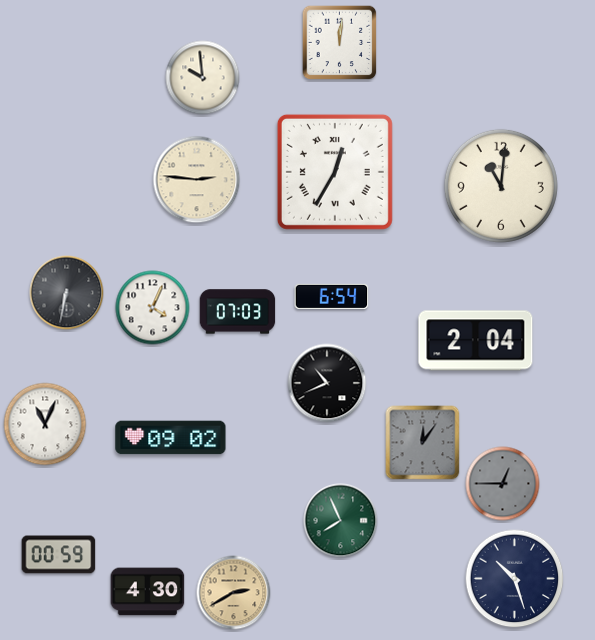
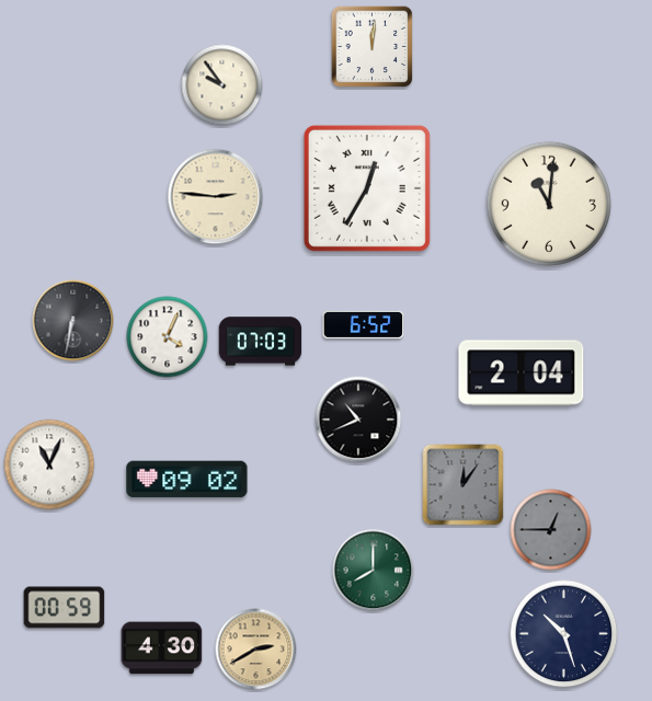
clock at (203, 78): 9:59 -> 9:54
clock at (332, 296): 6:54 -> 6:52
clock at (341, 521): 7:56 -> 8:00
